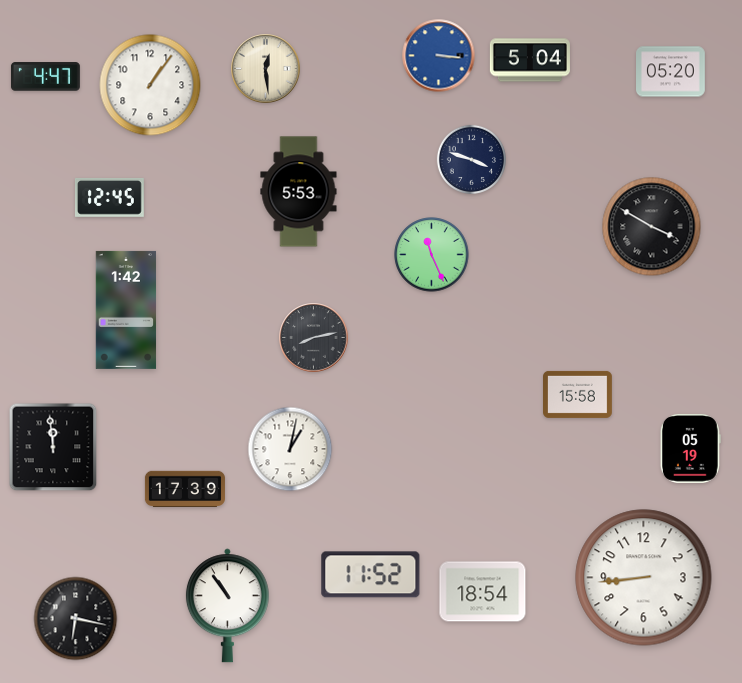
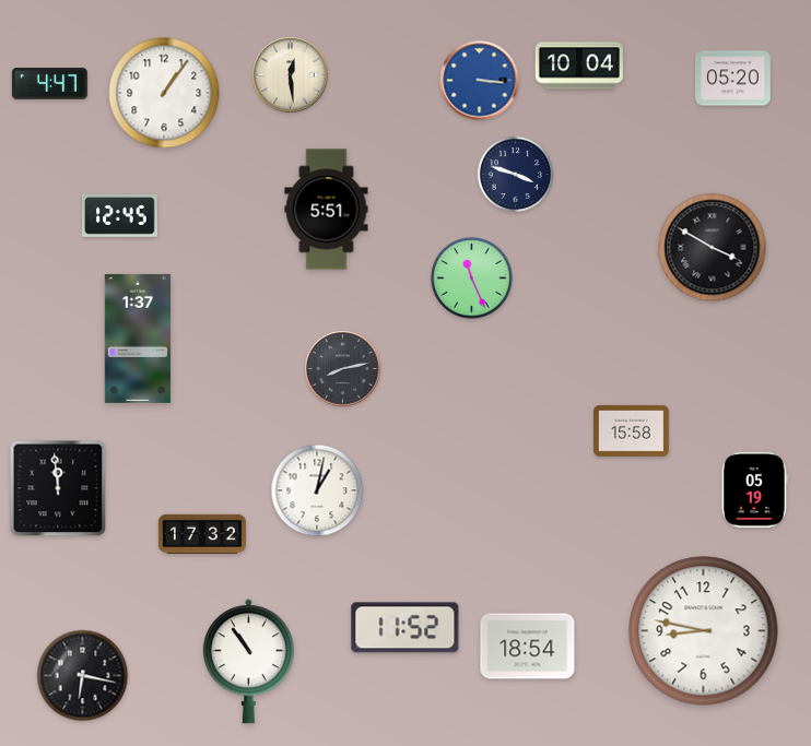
clock at (439, 56) position: (439, 56) -> (480, 81)
clock at (530, 60): 5:04 -> 10:04
clock at (299, 192): 5:53 -> 5:51
clock at (126, 310): 1:42 -> 1:37
clock at (185, 488): 17:39 -> 17:32
clock at (644, 578): 8:44 -> 8:47
